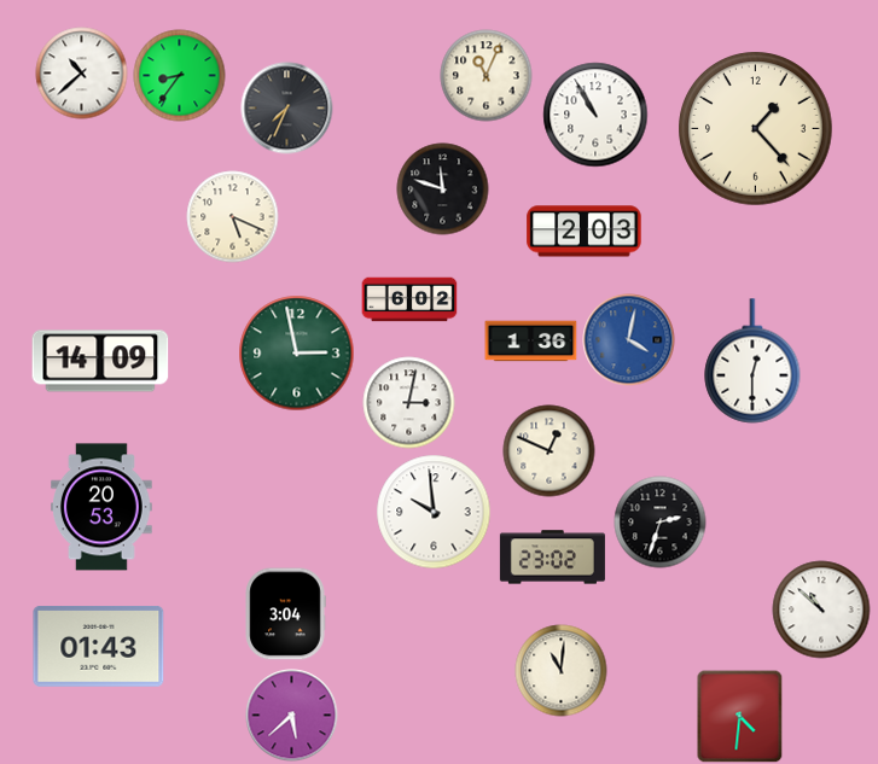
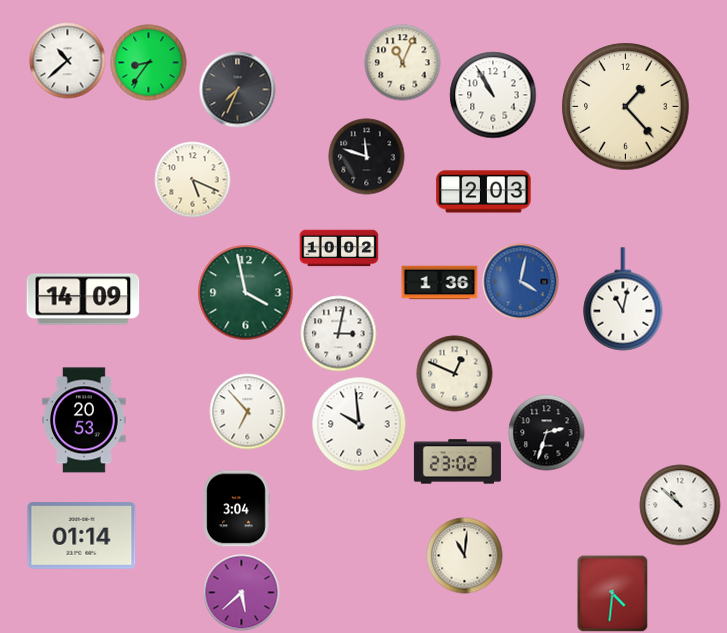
clock at (409, 299): 6:02 -> 10:02
clock at (297, 354): 2:58 -> 3:58
clock at (752, 361): 12:30 -> 11:02
clock at (248, 412): none -> 6:53
clock at (99, 647): 01:43 -> 01:14
